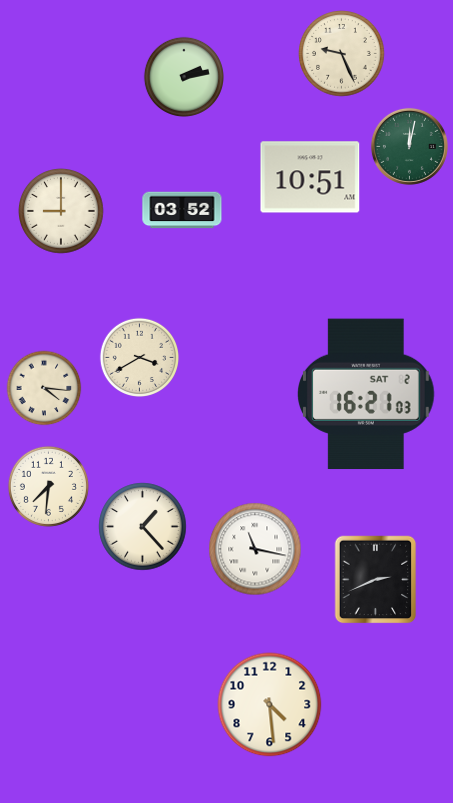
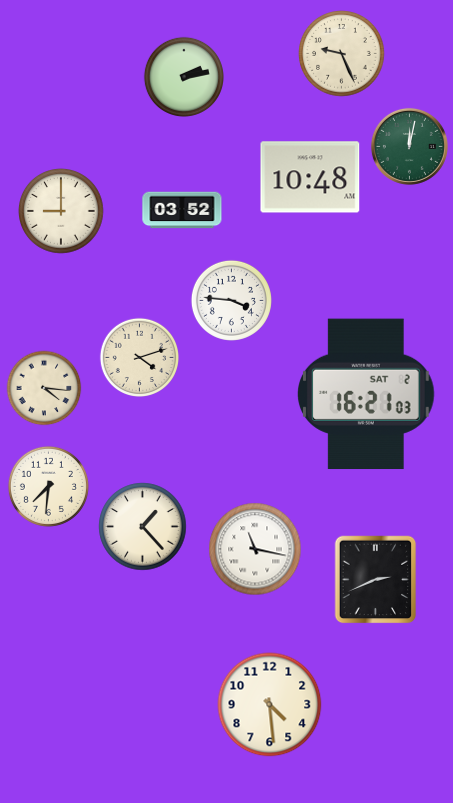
clock at (310, 177): 10:51 -> 10:48
clock at (231, 300): none -> 3:46
clock at (139, 357): 3:40 -> 4:12
